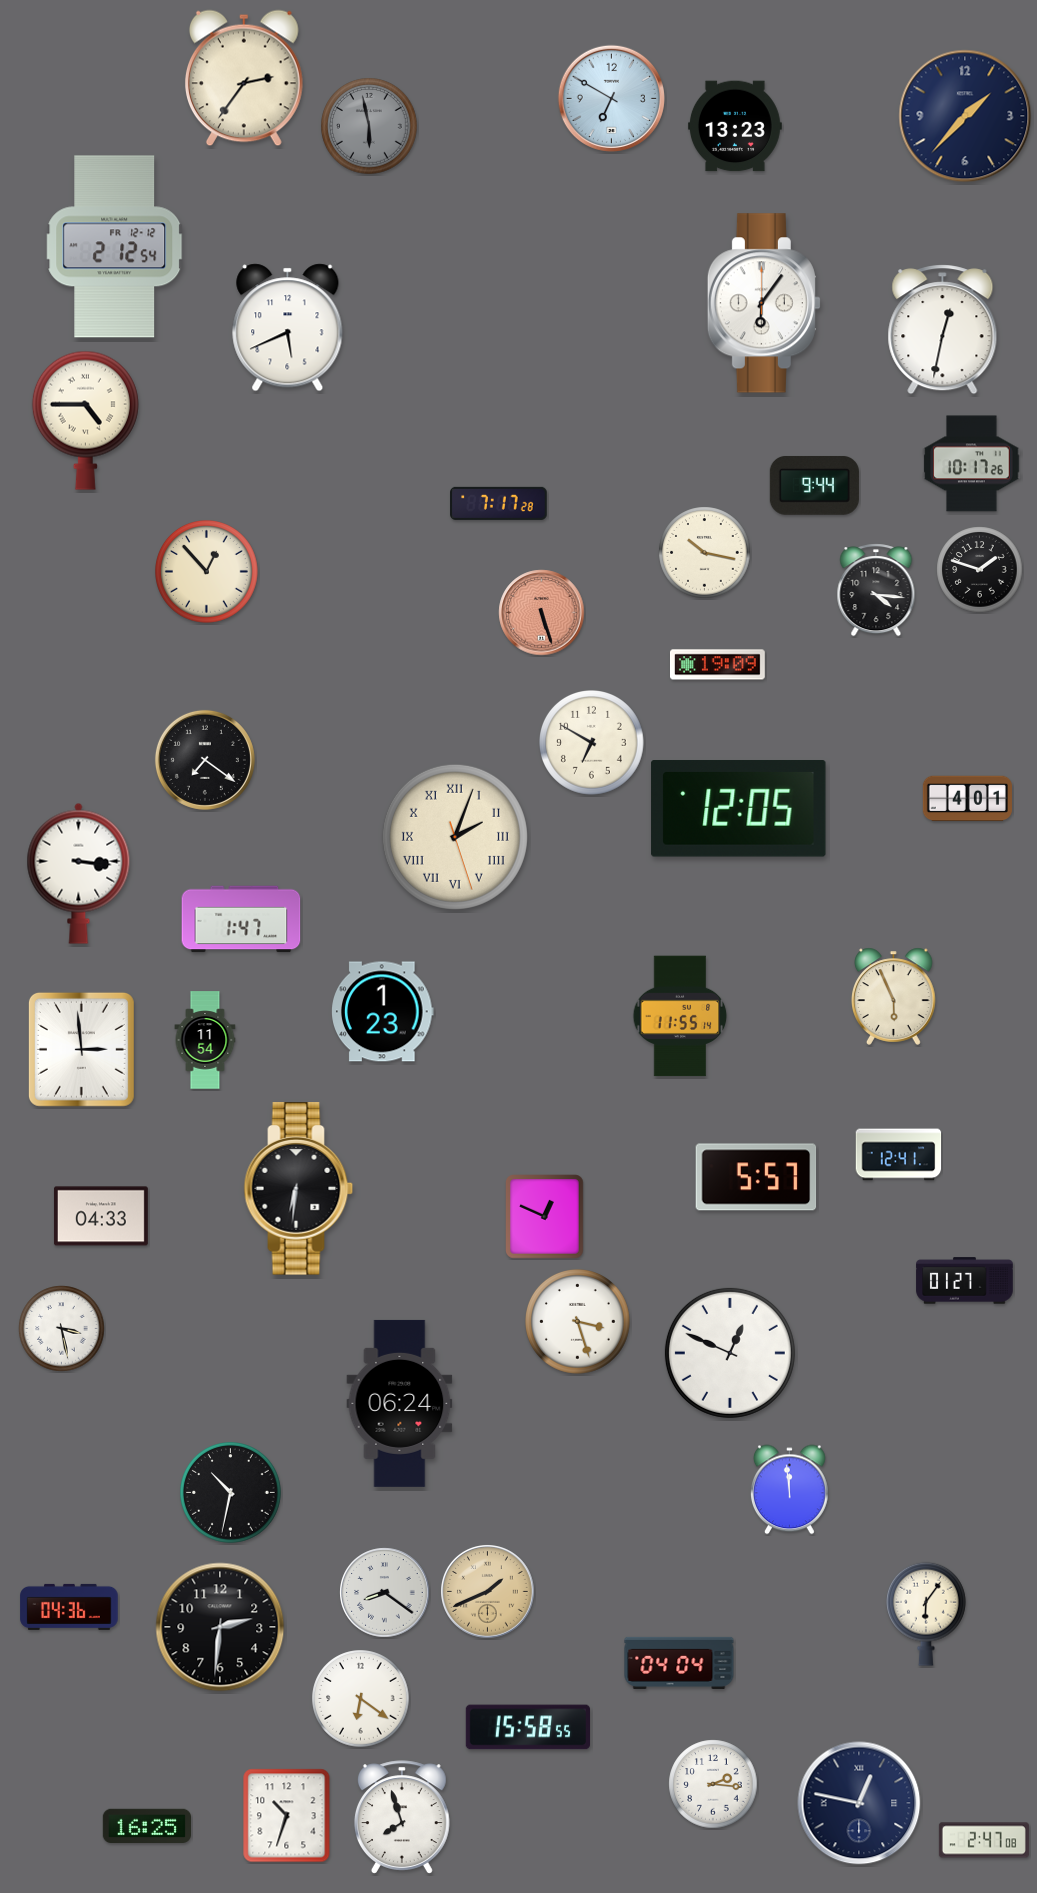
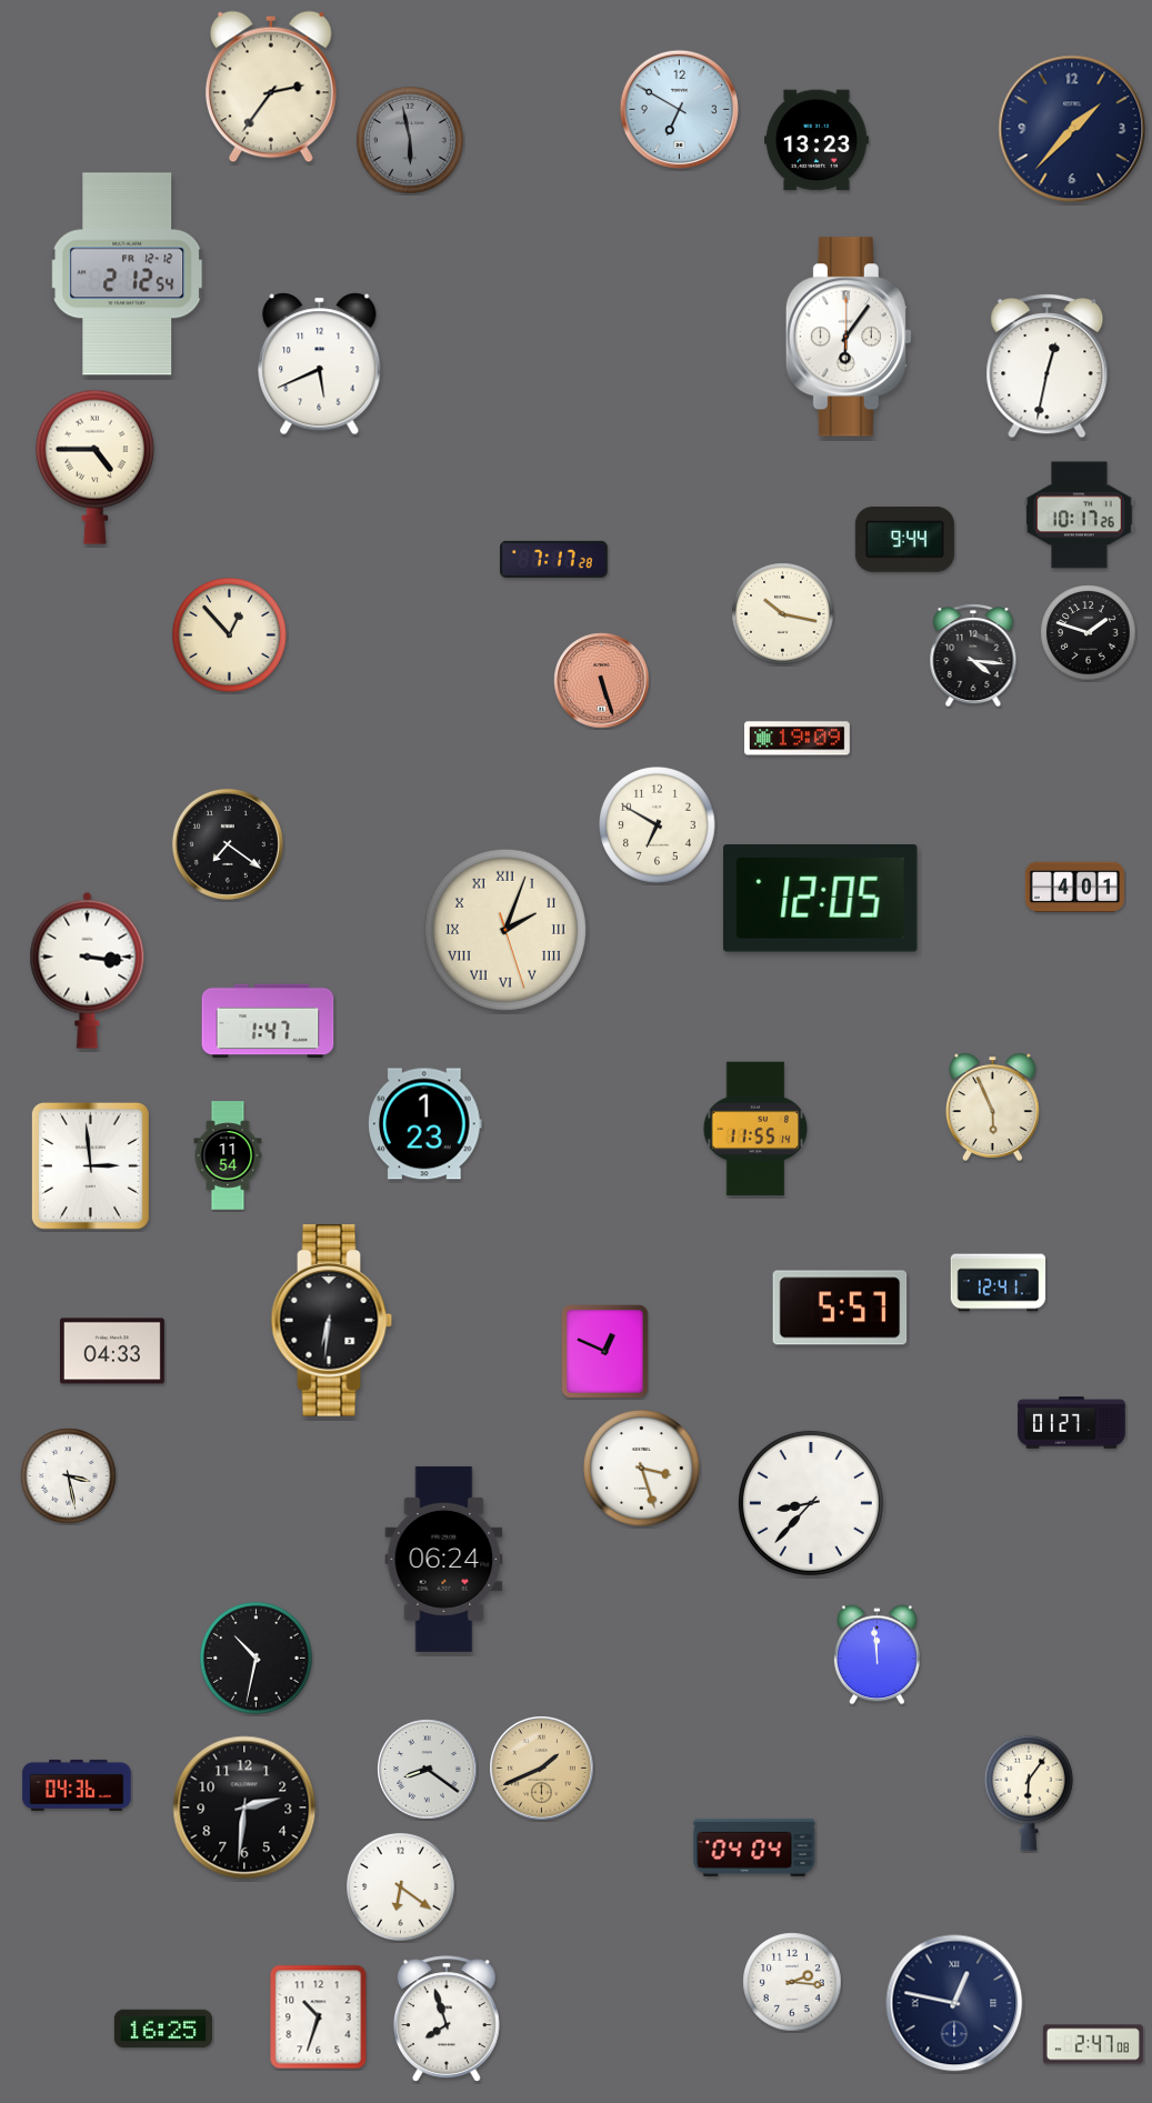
clock at (730, 1353): 12:49 -> 8:37
clock at (527, 1727): 15:58 -> none
